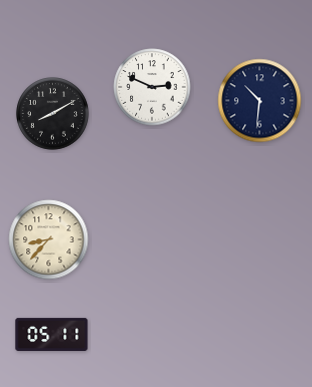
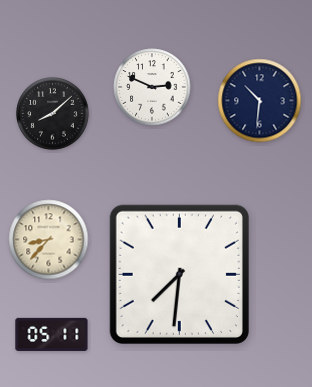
clock at (53, 114): 8:10 -> 8:08
clock at (179, 274): none -> 7:31
